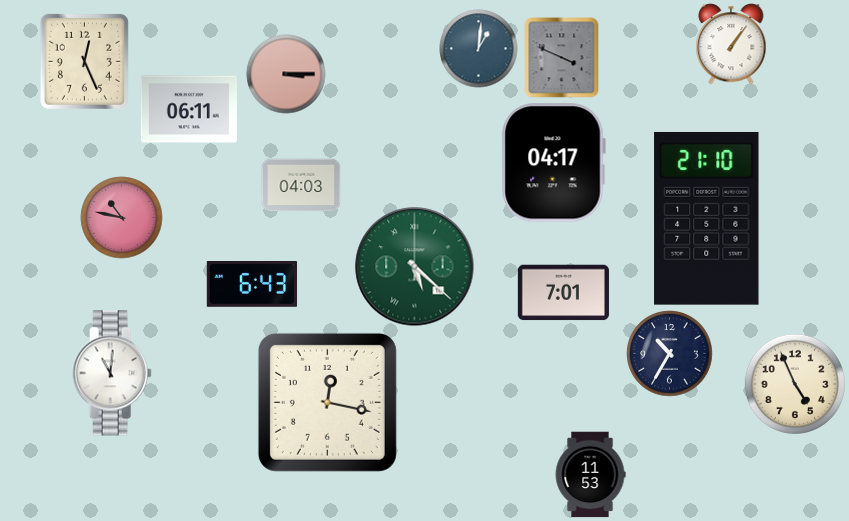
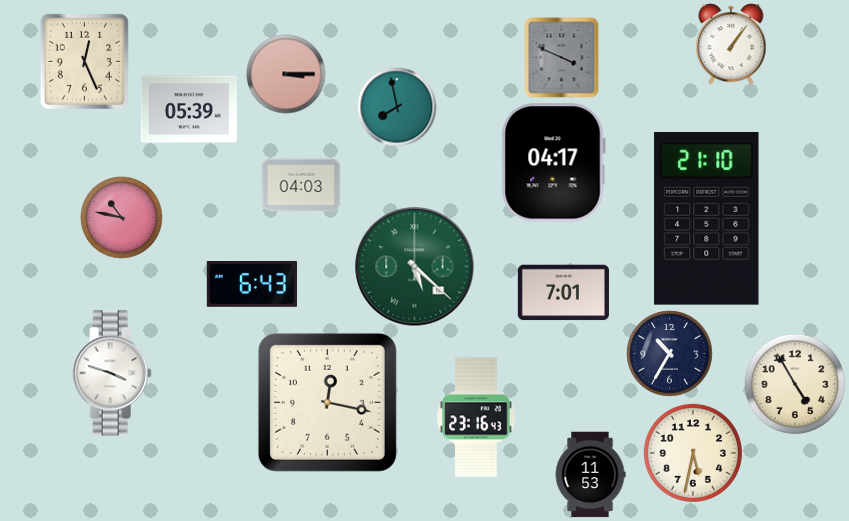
clock at (478, 48): 1:01 -> none
clock at (397, 107): none -> 7:58
clock at (189, 109): 06:11 -> 05:39
clock at (112, 373): 11:01 -> 3:48
clock at (795, 384): 4:56 -> 4:55
clock at (476, 417): none -> 23:16
clock at (693, 453): none -> 5:32
